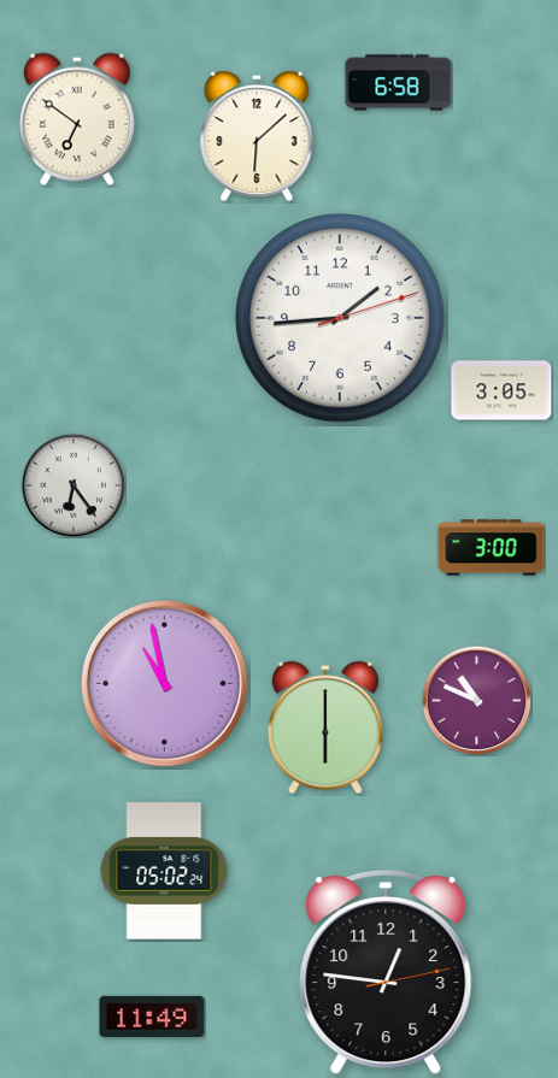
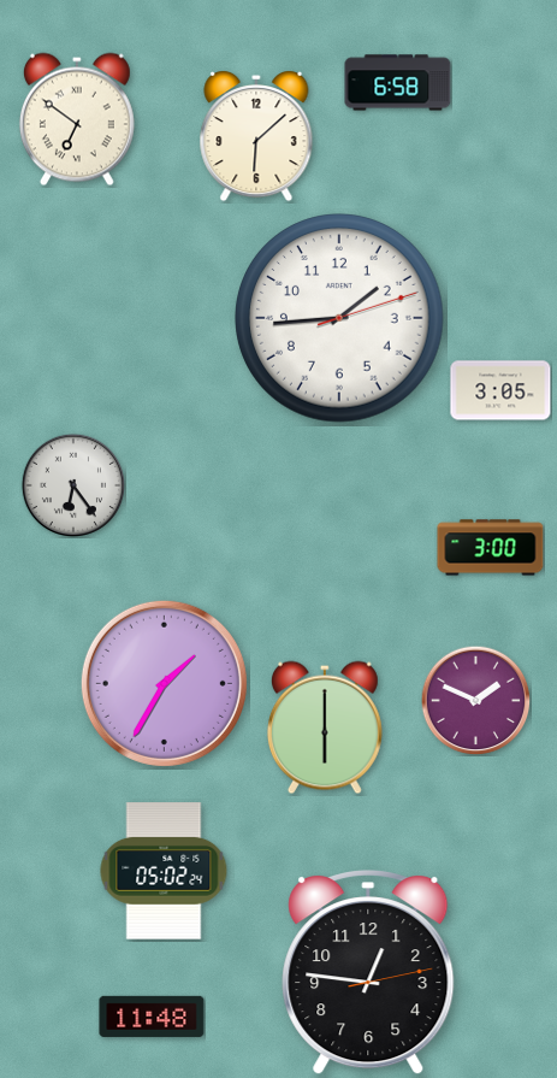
clock at (164, 683): 10:58 -> 1:35
clock at (476, 700): 10:49 -> 1:49
clock at (386, 973) position: (386, 973) -> (368, 973)
clock at (152, 1017): 11:49 -> 11:48
